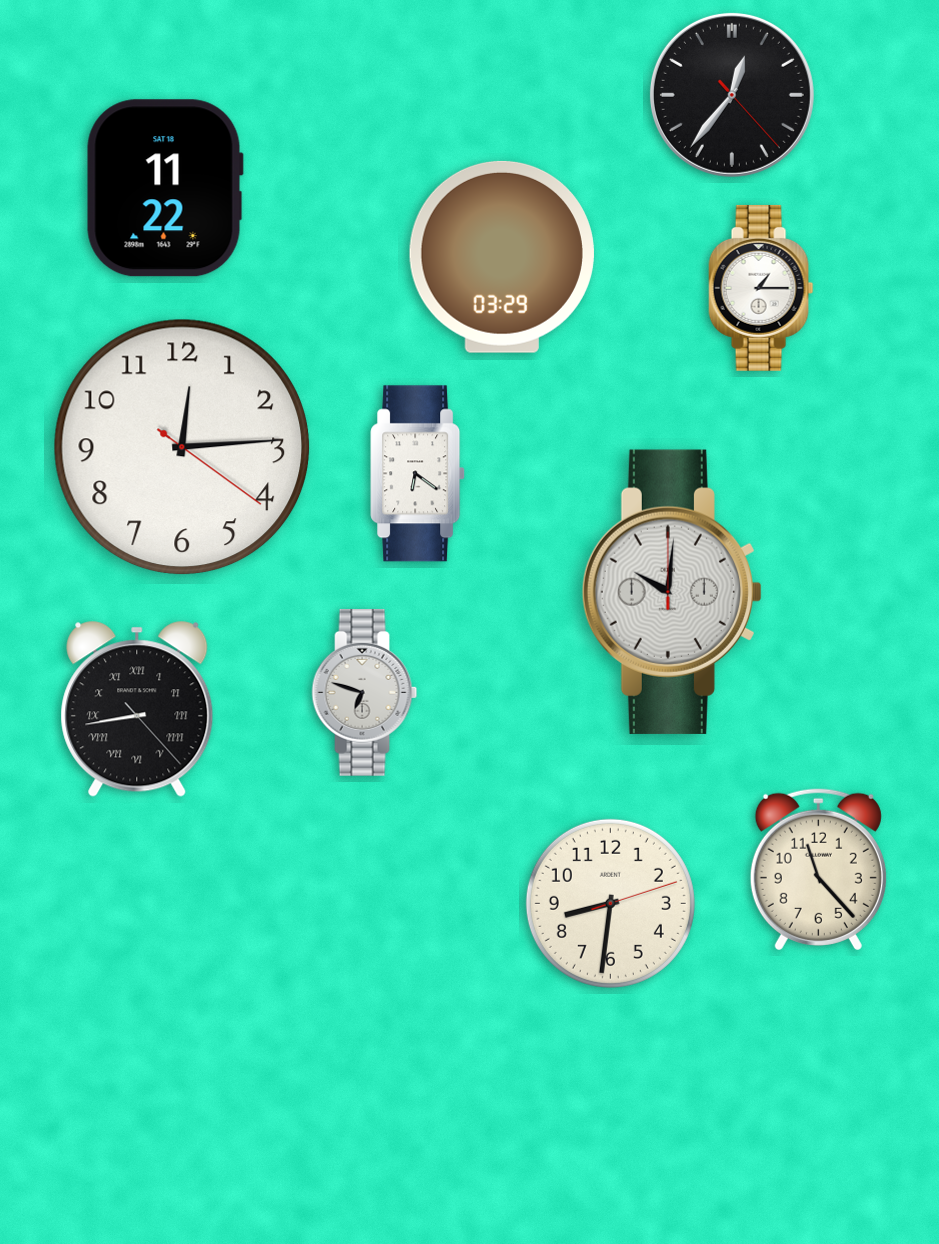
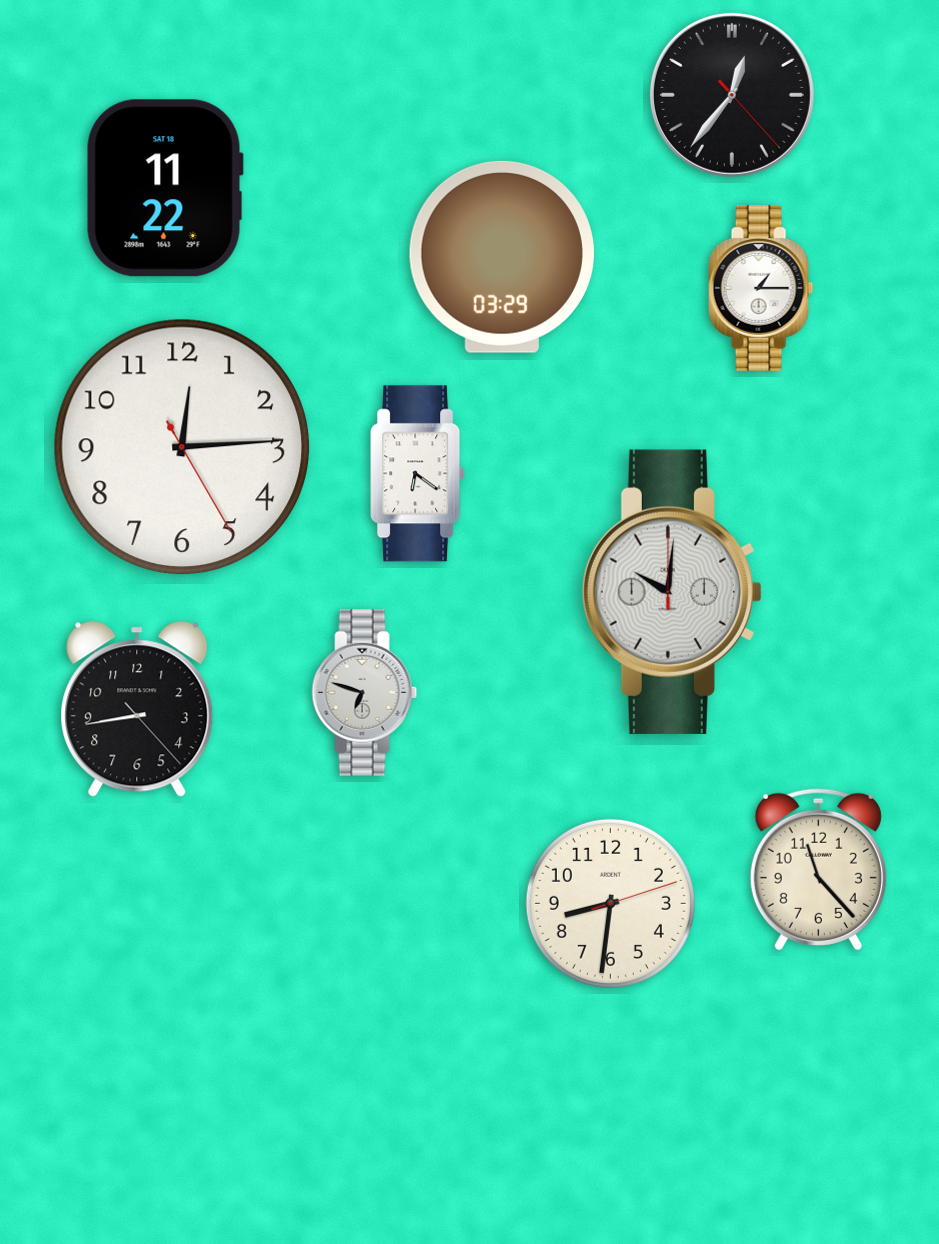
clock at (182, 447): 12:14:21 -> 12:14:25
clock at (137, 709) numerals: Roman -> Arabic
